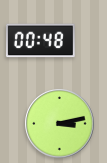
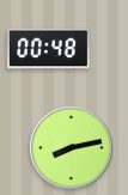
clock at (60, 124): 3:13 -> 8:13
